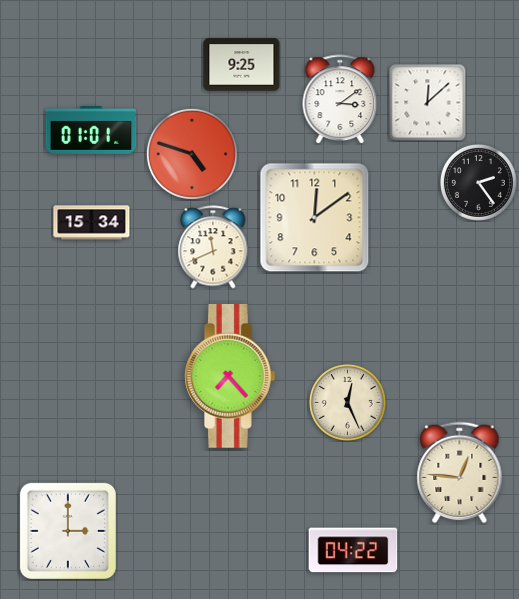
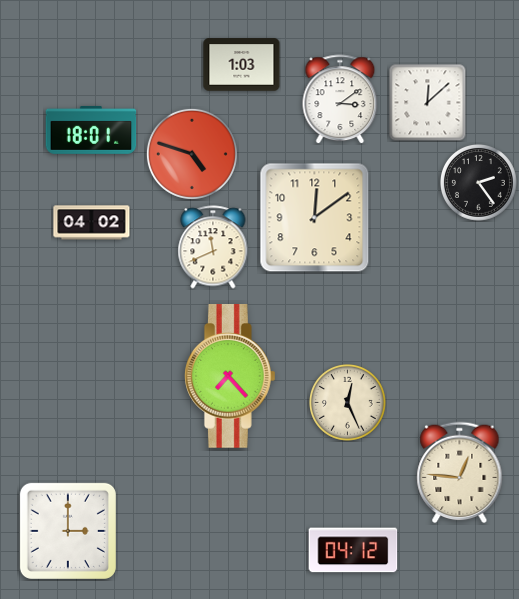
clock at (242, 65): 9:25 -> 1:03
clock at (91, 130): 01:01 -> 18:01
clock at (92, 223): 15:34 -> 04:02
clock at (353, 550): 04:22 -> 04:12
